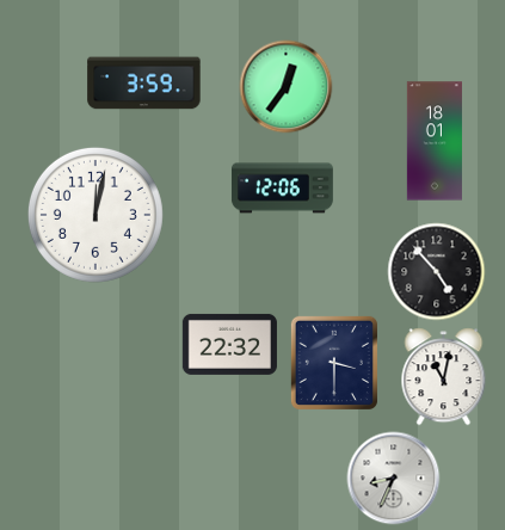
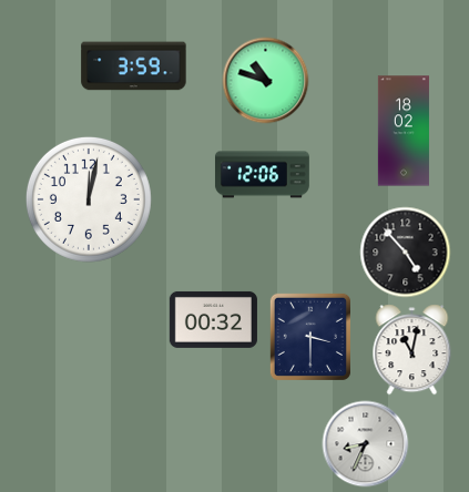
clock at (144, 84) position: (144, 84) -> (134, 66)
clock at (285, 86): 12:36 -> 10:48
clock at (435, 141): 18:01 -> 18:02
clock at (229, 344): 22:32 -> 00:32
